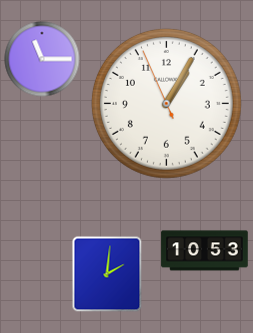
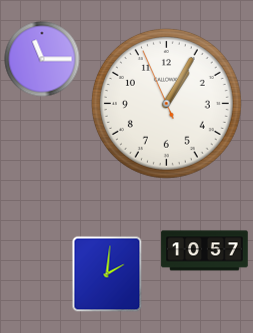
clock at (205, 251): 10:53 -> 10:57
